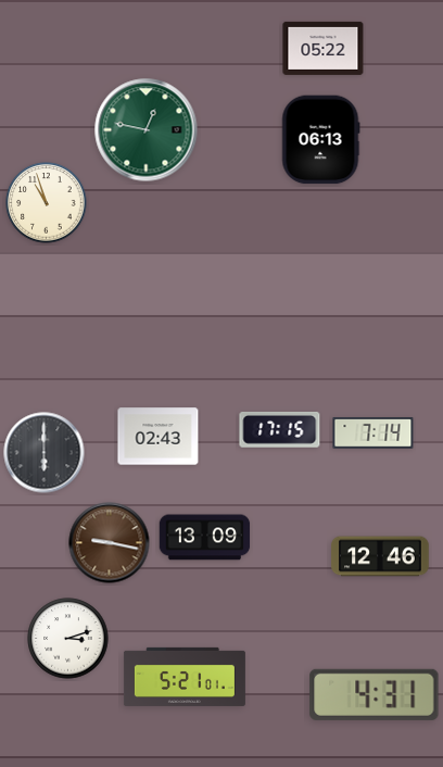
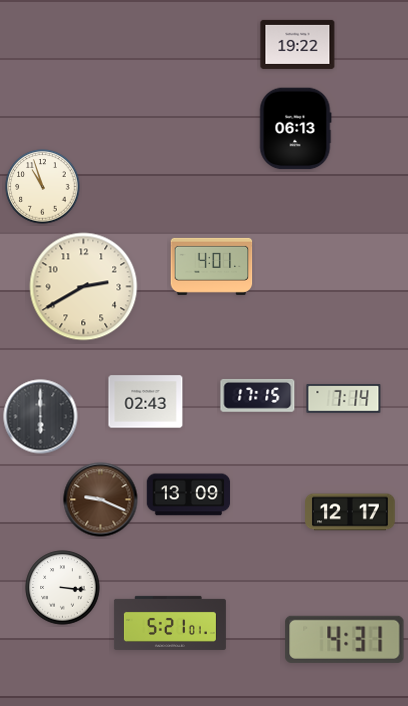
clock at (324, 48): 05:22 -> 19:22
clock at (147, 130): 12:47 -> none
clock at (212, 266): none -> 4:01
clock at (84, 287): none -> 2:40
clock at (110, 543): 9:17 -> 9:19
clock at (380, 556): 12:46 -> 12:17
clock at (68, 639): 3:12 -> 3:16
